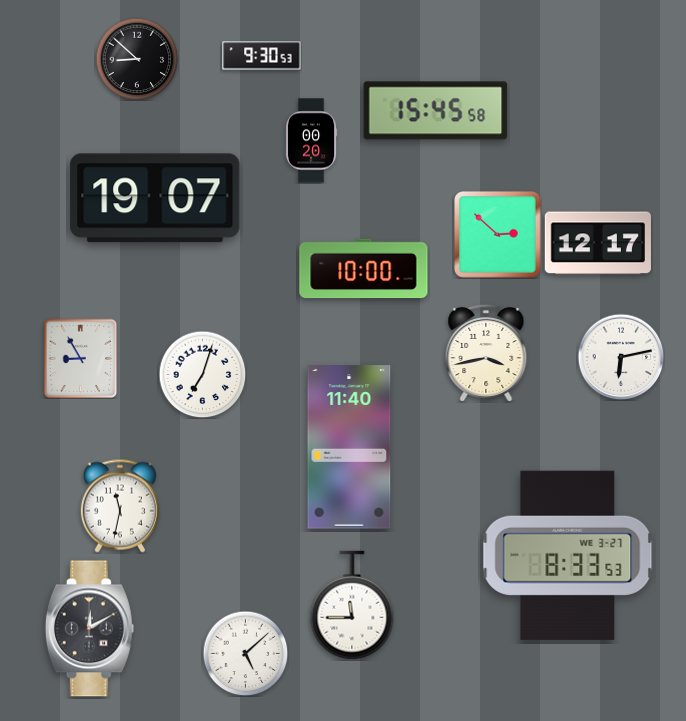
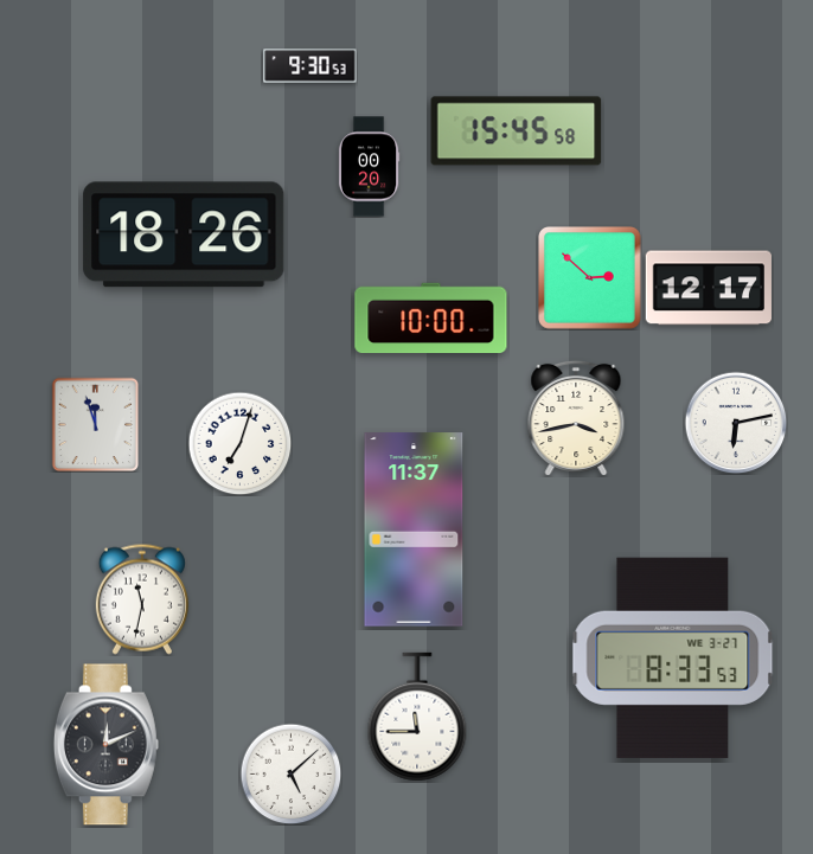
clock at (137, 59): 8:52 -> none
clock at (155, 198): 19:07 -> 18:26
clock at (81, 358): 8:55 -> 11:57
clock at (349, 447): 11:40 -> 11:37
clock at (89, 629): 12:10 -> 12:11
